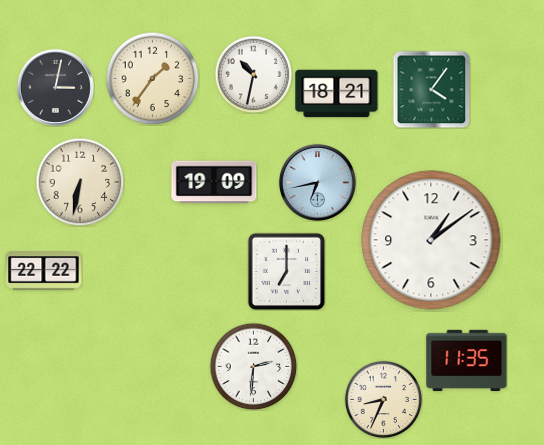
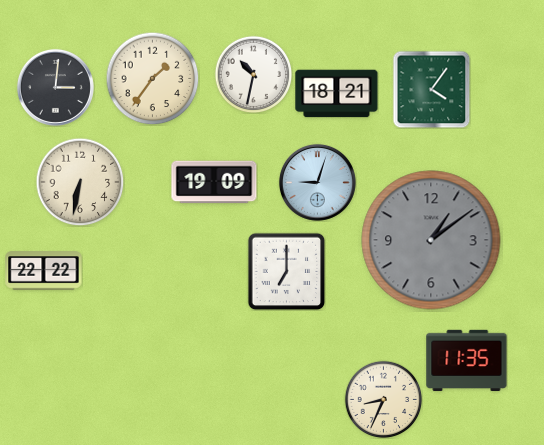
clock at (55, 87): 3:02 -> 3:01
clock at (317, 182): 6:43 -> 9:03
clock at (431, 240) dial: white -> grey
clock at (253, 366): 2:31 -> none
